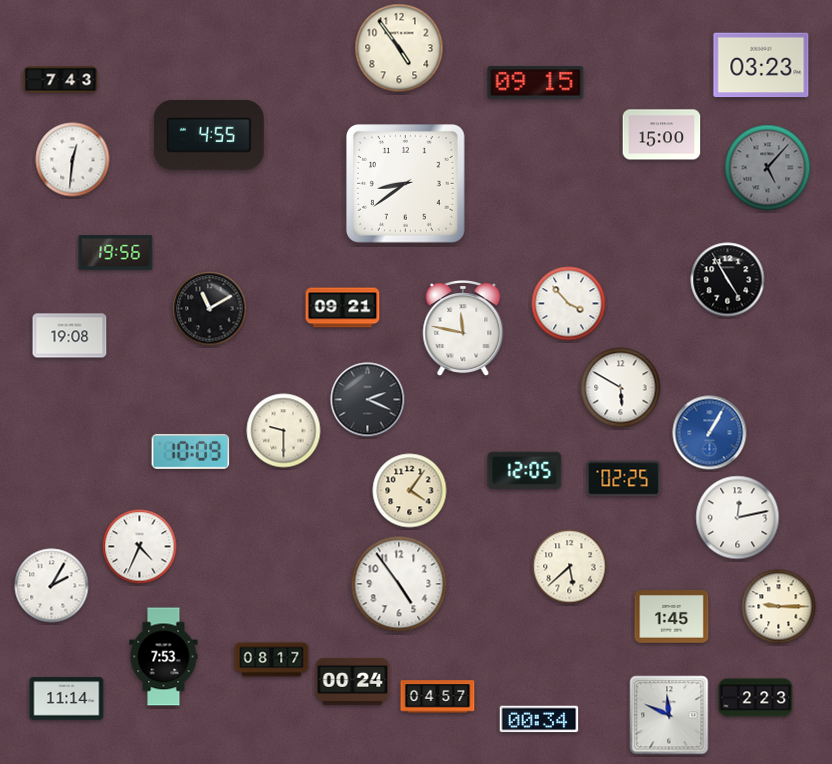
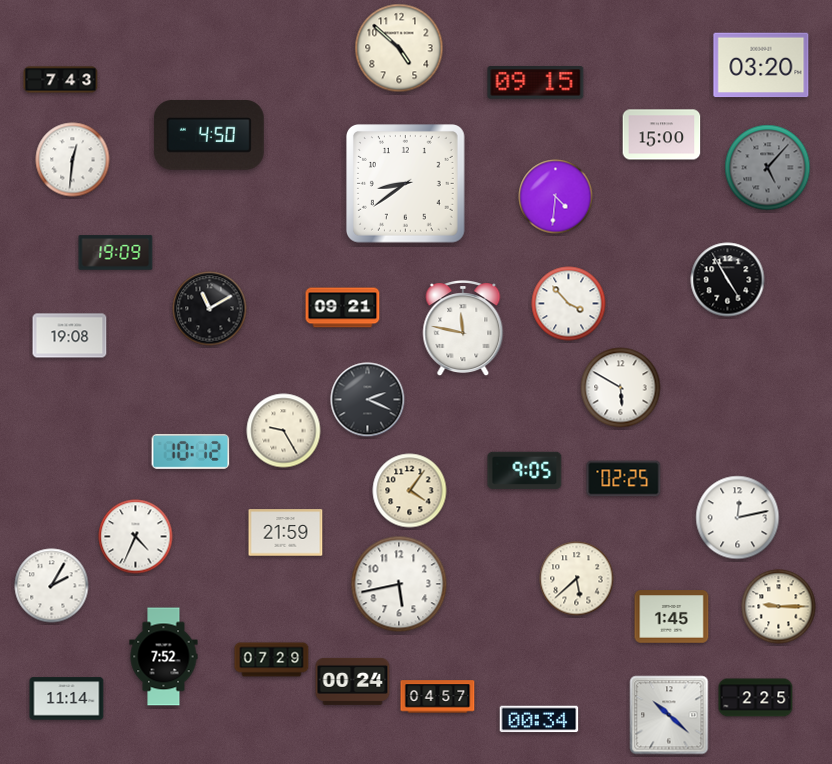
clock at (399, 48): 4:54 -> 4:52
clock at (761, 65): 03:23 -> 03:20
clock at (209, 136): 4:55 -> 4:50
clock at (556, 197): none -> 4:31
clock at (116, 253): 19:56 -> 19:09
clock at (284, 431): 9:30 -> 9:25
clock at (710, 433): 1:05 -> none
clock at (191, 451): 10:09 -> 10:12
clock at (525, 470): 12:05 -> 9:05
clock at (286, 533): none -> 21:59
clock at (140, 547) position: (140, 547) -> (136, 537)
clock at (570, 567) position: (570, 567) -> (577, 579)
clock at (399, 584): 4:54 -> 5:43
clock at (164, 657): 7:53 -> 7:52
clock at (272, 660): 08:17 -> 07:29
clock at (756, 698): 2:23 -> 2:25
clock at (669, 715): 11:49 -> 10:22
